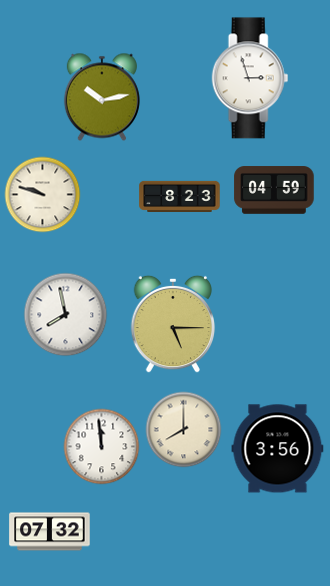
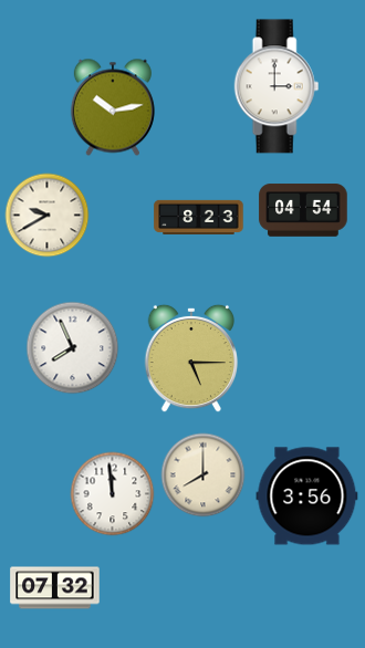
clock at (250, 78): 2:57 -> 3:00
clock at (274, 190): 04:59 -> 04:54
clock at (43, 195): 9:48 -> 9:40
clock at (66, 315): 7:58 -> 7:56
